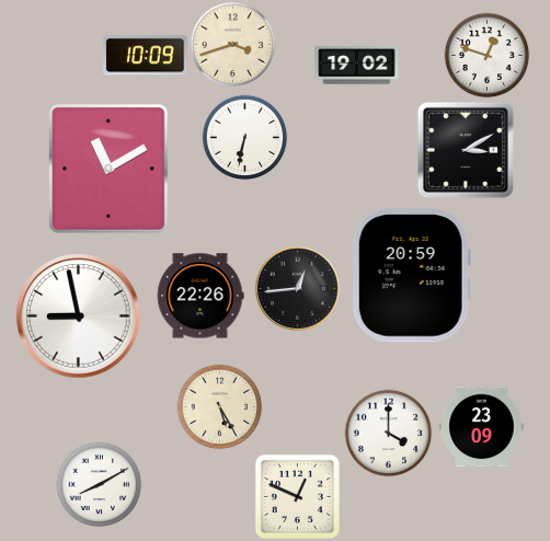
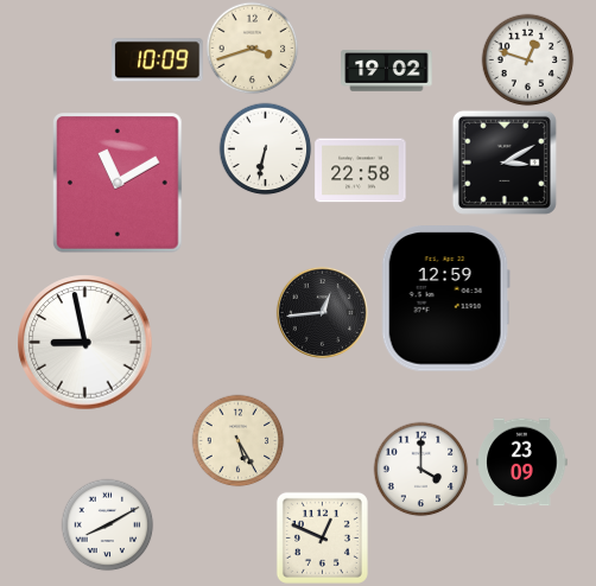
clock at (361, 171): none -> 22:58
clock at (411, 276): 20:59 -> 12:59
clock at (200, 296): 22:26 -> none
